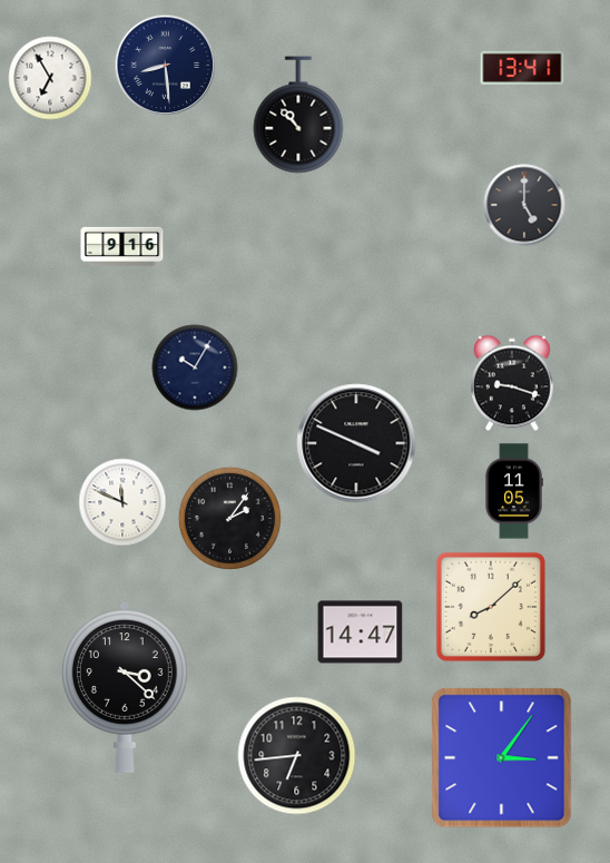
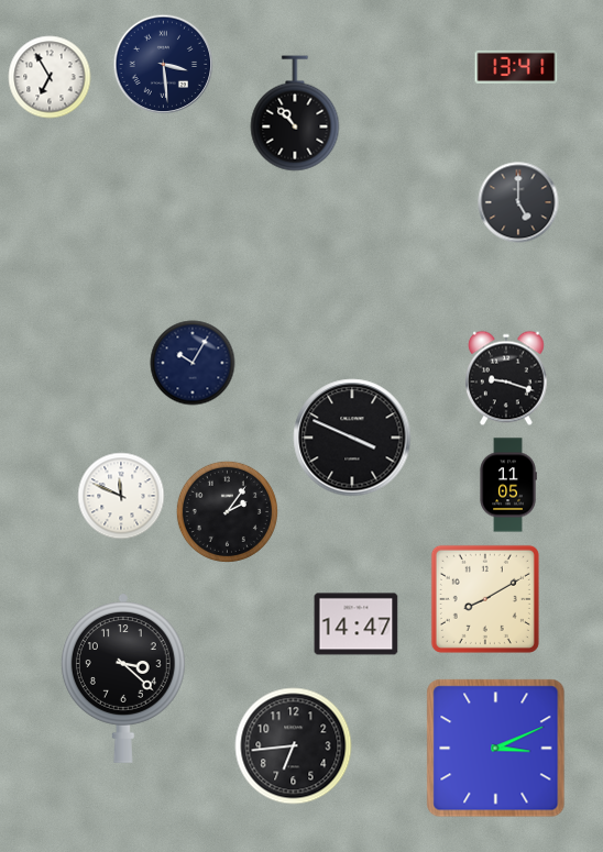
clock at (166, 66): 8:29 -> 3:29
clock at (122, 247): 9:16 -> none
clock at (491, 607): 8:08 -> 8:10
clock at (502, 758): 3:06 -> 3:11
